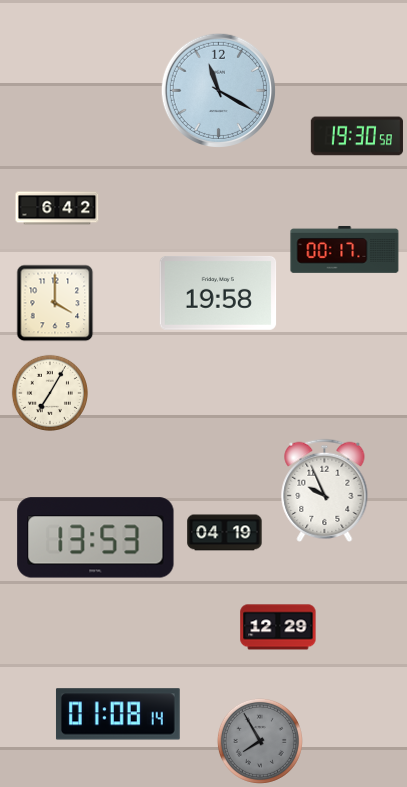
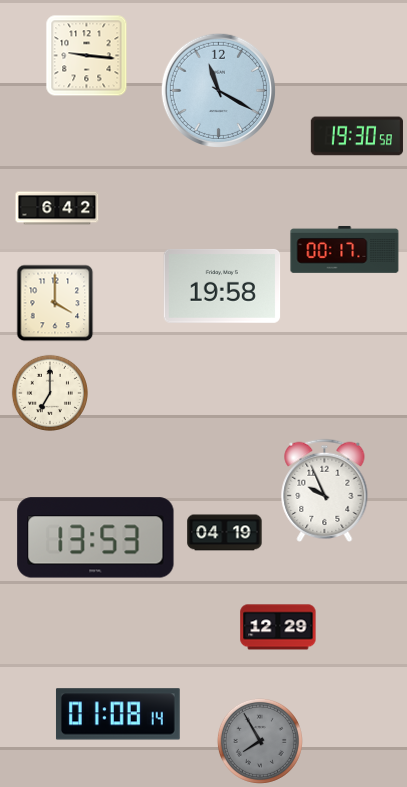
clock at (87, 56): none -> 9:16
clock at (218, 293) position: (218, 293) -> (222, 286)
clock at (50, 393): 7:05 -> 7:00
